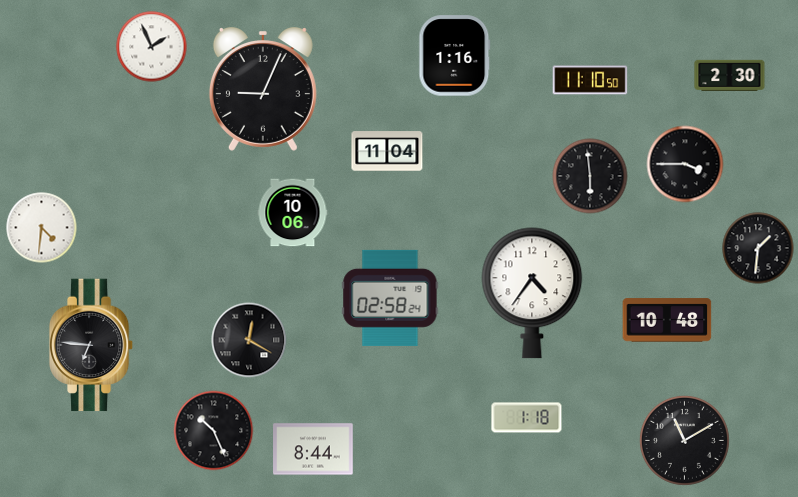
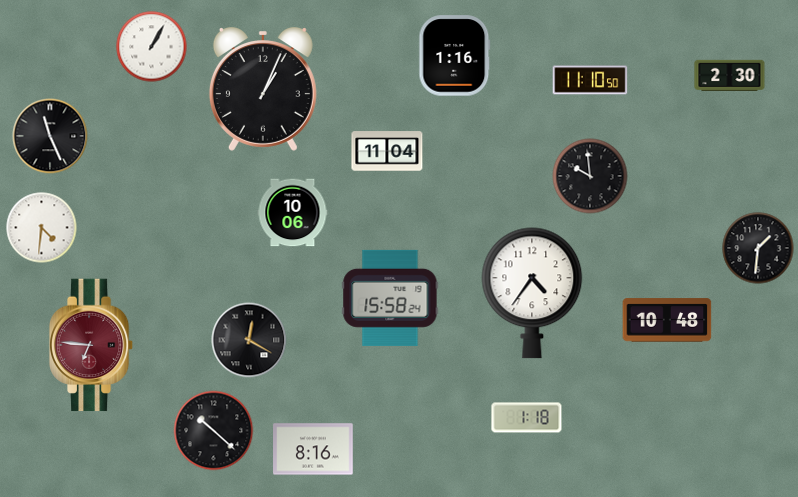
clock at (152, 47): 1:56 -> 1:05
clock at (263, 89): 9:04 -> 1:04
clock at (50, 136): none -> 11:26
clock at (685, 164): 3:45 -> none
clock at (590, 176): 5:59 -> 9:59
clock at (390, 298): 02:58 -> 15:58
clock at (91, 345) dial: black -> burgundy
clock at (214, 431): 10:26 -> 10:22
clock at (684, 440): 11:10 -> none
clock at (313, 449): 8:44 -> 8:16
